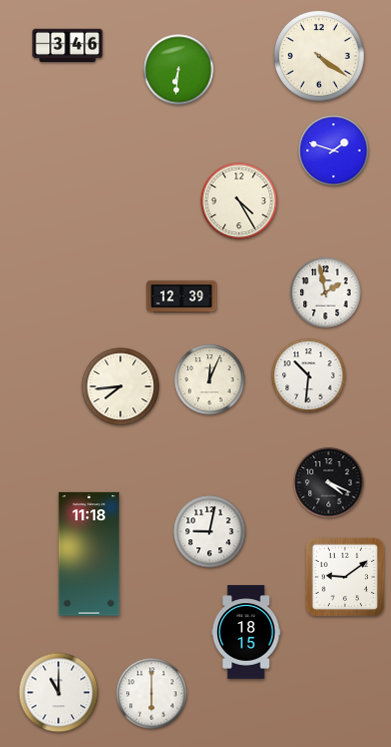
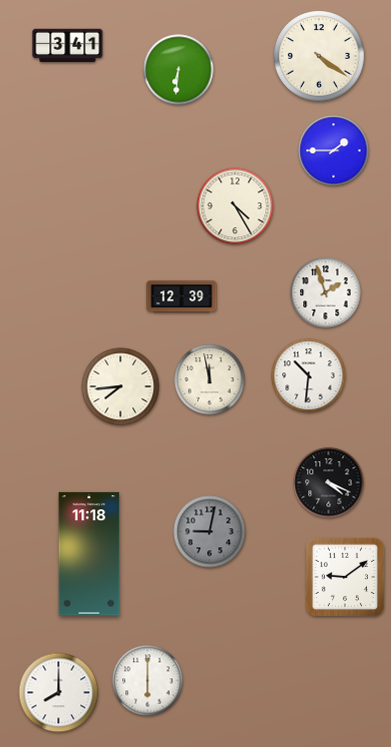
clock at (68, 46): 3:46 -> 3:41
clock at (334, 151): 1:48 -> 1:45
clock at (239, 201) position: (239, 201) -> (235, 206)
clock at (326, 293): 1:58 -> 1:57
clock at (210, 380): 12:04 -> 11:58
clock at (210, 532) dial: white -> grey
clock at (246, 632): 18:15 -> none
clock at (59, 693): 11:00 -> 8:00
clock at (152, 694) position: (152, 694) -> (148, 681)
